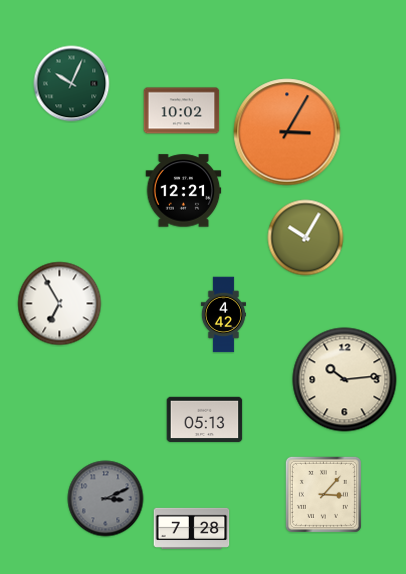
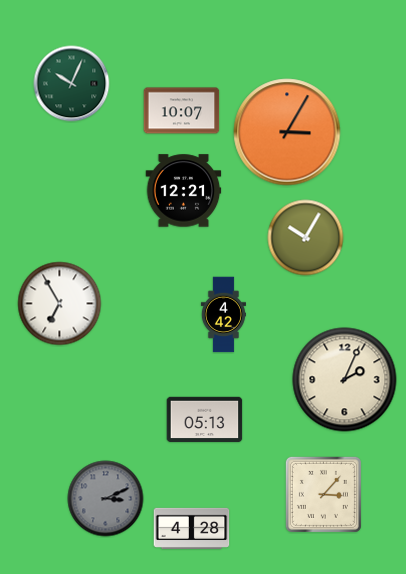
clock at (182, 111): 10:02 -> 10:07
clock at (345, 380): 10:14 -> 2:04
clock at (192, 528): 7:28 -> 4:28
